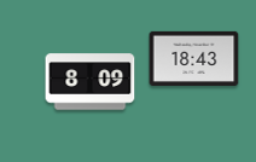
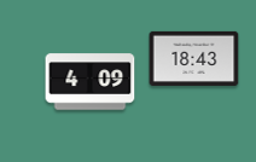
clock at (91, 82): 8:09 -> 4:09
